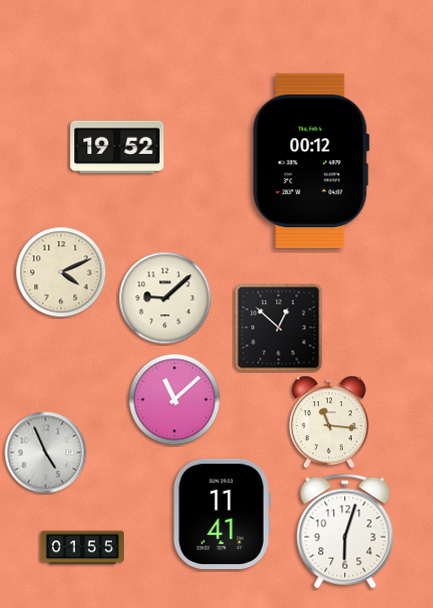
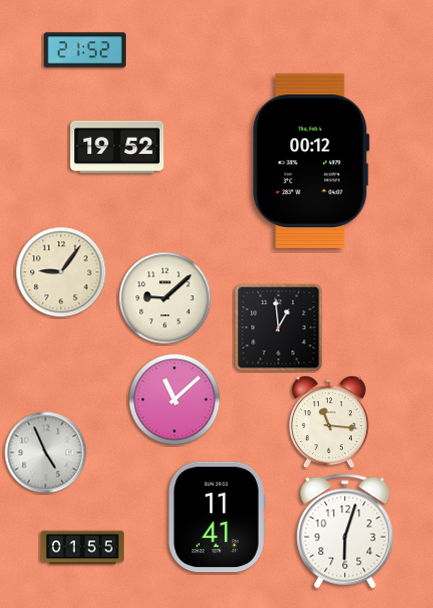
clock at (85, 50): none -> 21:52
clock at (61, 272): 4:11 -> 9:06
clock at (279, 328): 12:52 -> 12:59
clock at (222, 514) position: (222, 514) -> (217, 517)
